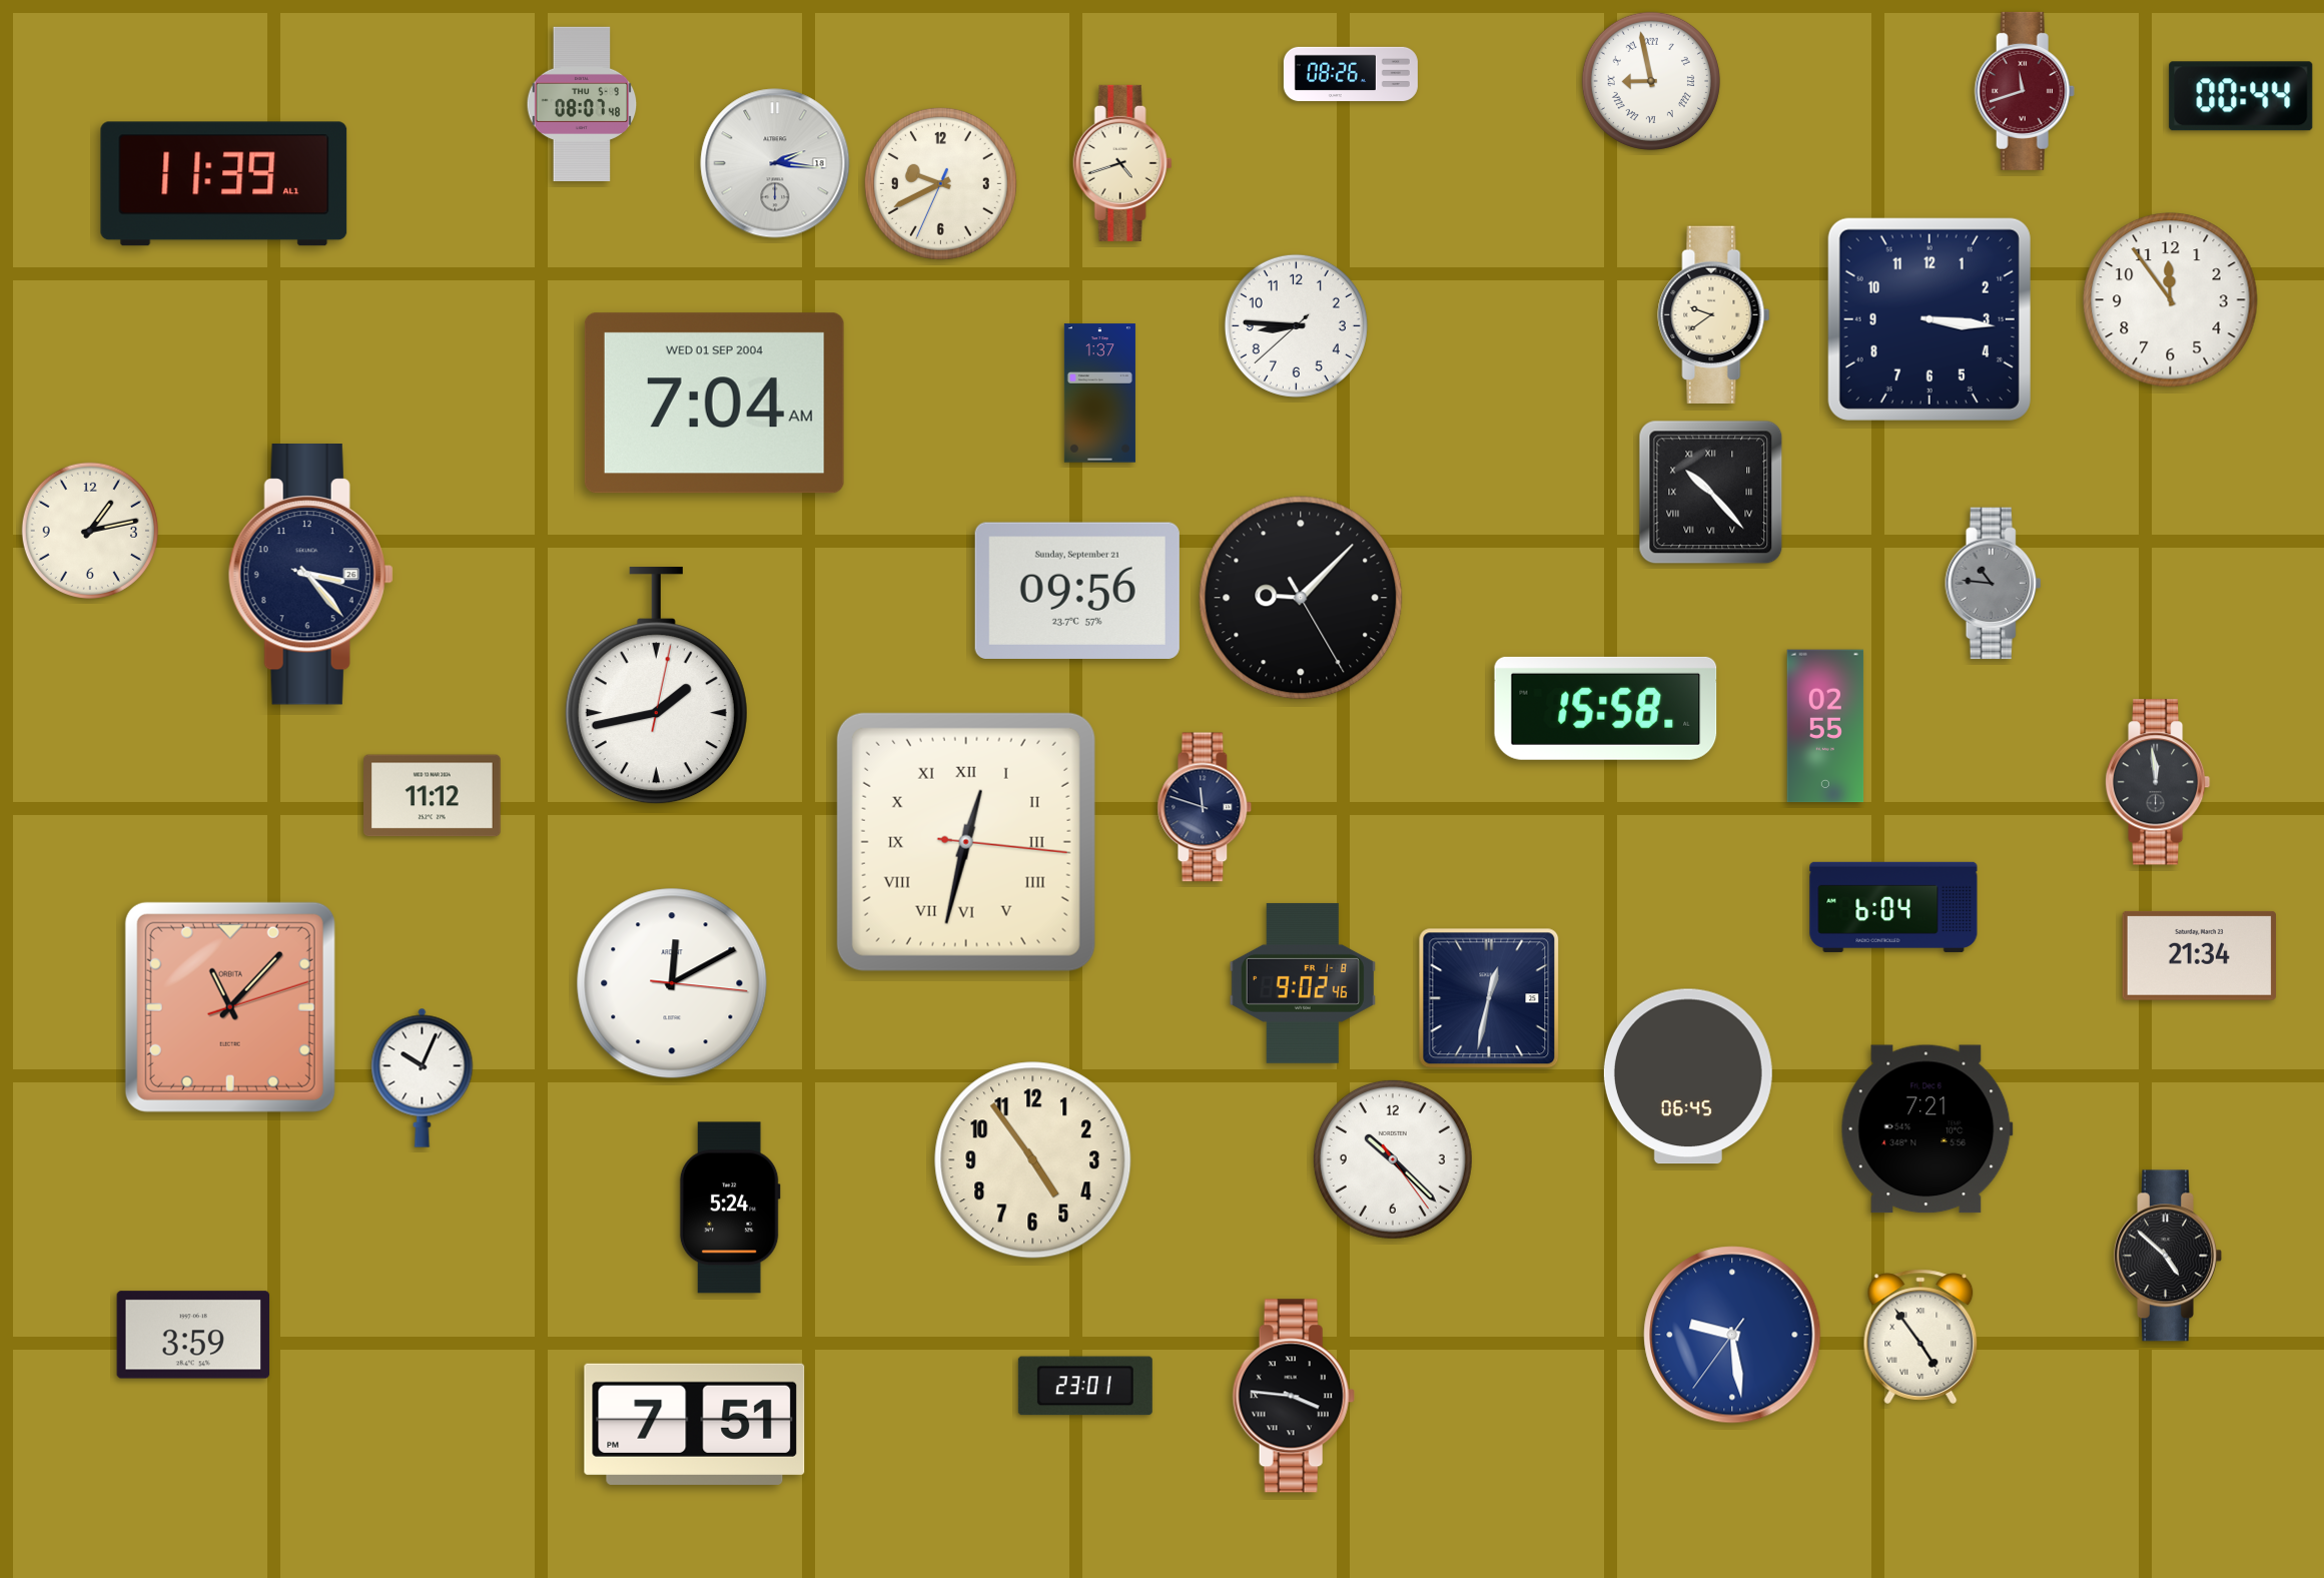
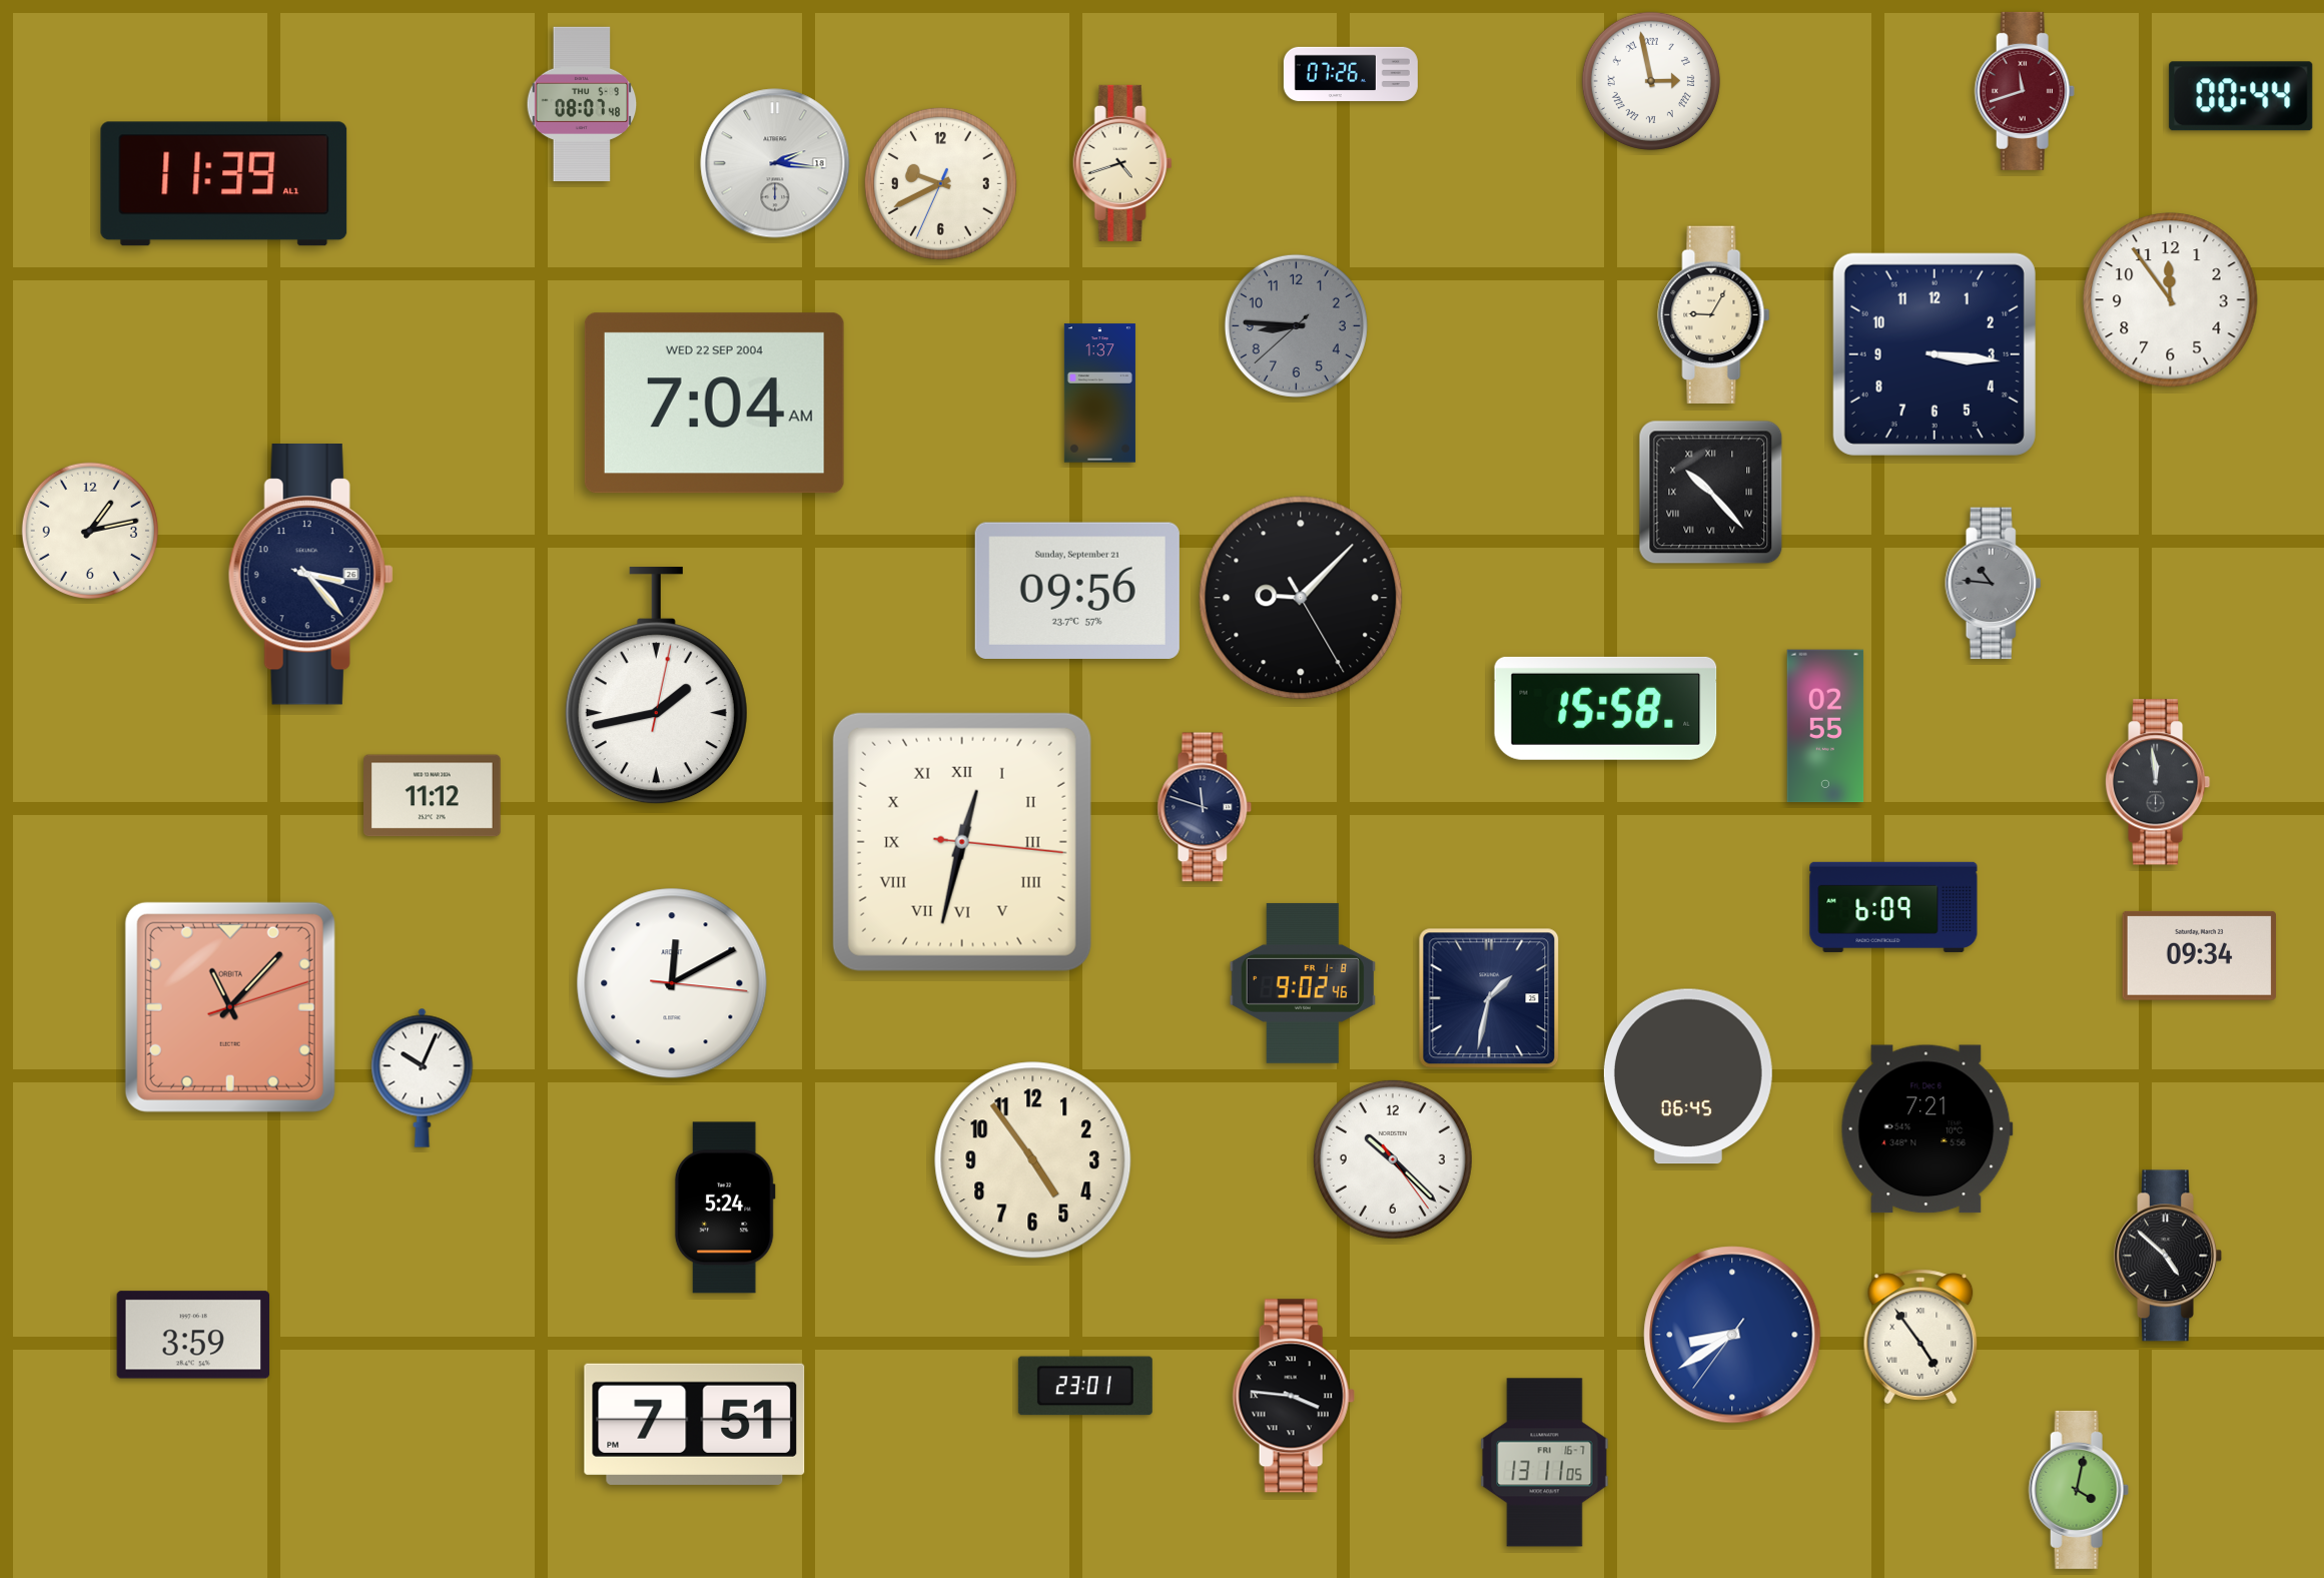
clock at (1351, 74): 08:26 -> 07:26
clock at (1651, 81): 8:58 -> 2:58
clock at (1714, 314): 9:39 -> 9:05
clock at (1929, 319) position: (1929, 319) -> (1934, 354)
clock at (1296, 325) dial: white -> grey
clock at (714, 404) date: WED 01 SEP 2004 -> WED 22 SEP 2004
clock at (966, 842) position: (966, 842) -> (962, 842)
clock at (1893, 907): 6:04 -> 6:09
clock at (2199, 955): 21:34 -> 09:34
clock at (1489, 998): 12:32 -> 1:32
clock at (730, 1208) position: (730, 1208) -> (725, 1208)
clock at (1732, 1335): 9:28 -> 8:39
clock at (1545, 1463): none -> 13:11
clock at (2079, 1490): none -> 4:02
